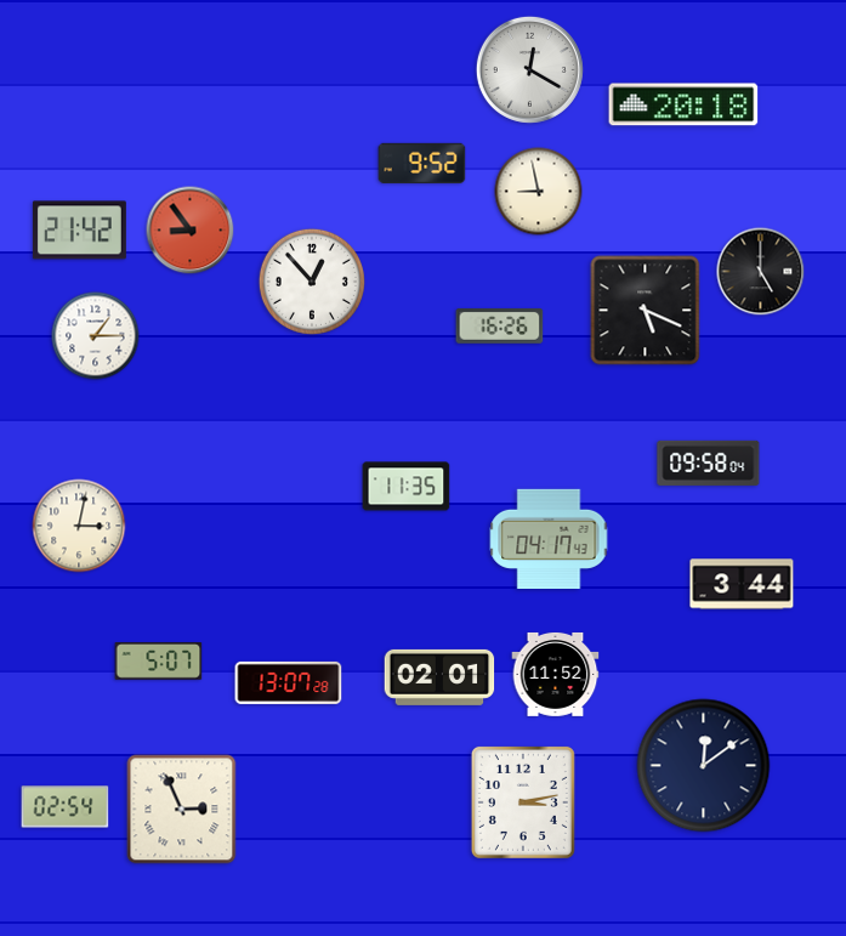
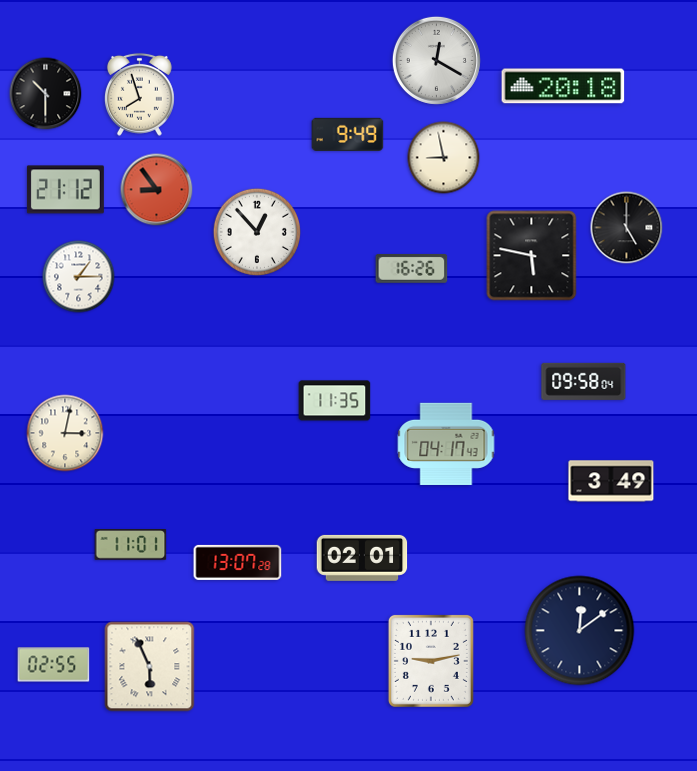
clock at (529, 69) position: (529, 69) -> (436, 60)
clock at (46, 94): none -> 10:30
clock at (139, 94): none -> 7:57
clock at (422, 163): 9:52 -> 9:49
clock at (79, 231): 21:42 -> 21:12
clock at (761, 272) position: (761, 272) -> (627, 228)
clock at (646, 311): 5:19 -> 5:47
clock at (549, 538) position: (549, 538) -> (446, 443)
clock at (742, 584): 3:44 -> 3:49
clock at (159, 662): 5:07 -> 11:01
clock at (556, 674): 11:52 -> none
clock at (523, 802): 3:13 -> 9:13
clock at (66, 807): 02:54 -> 02:55
clock at (182, 810): 2:56 -> 5:56
